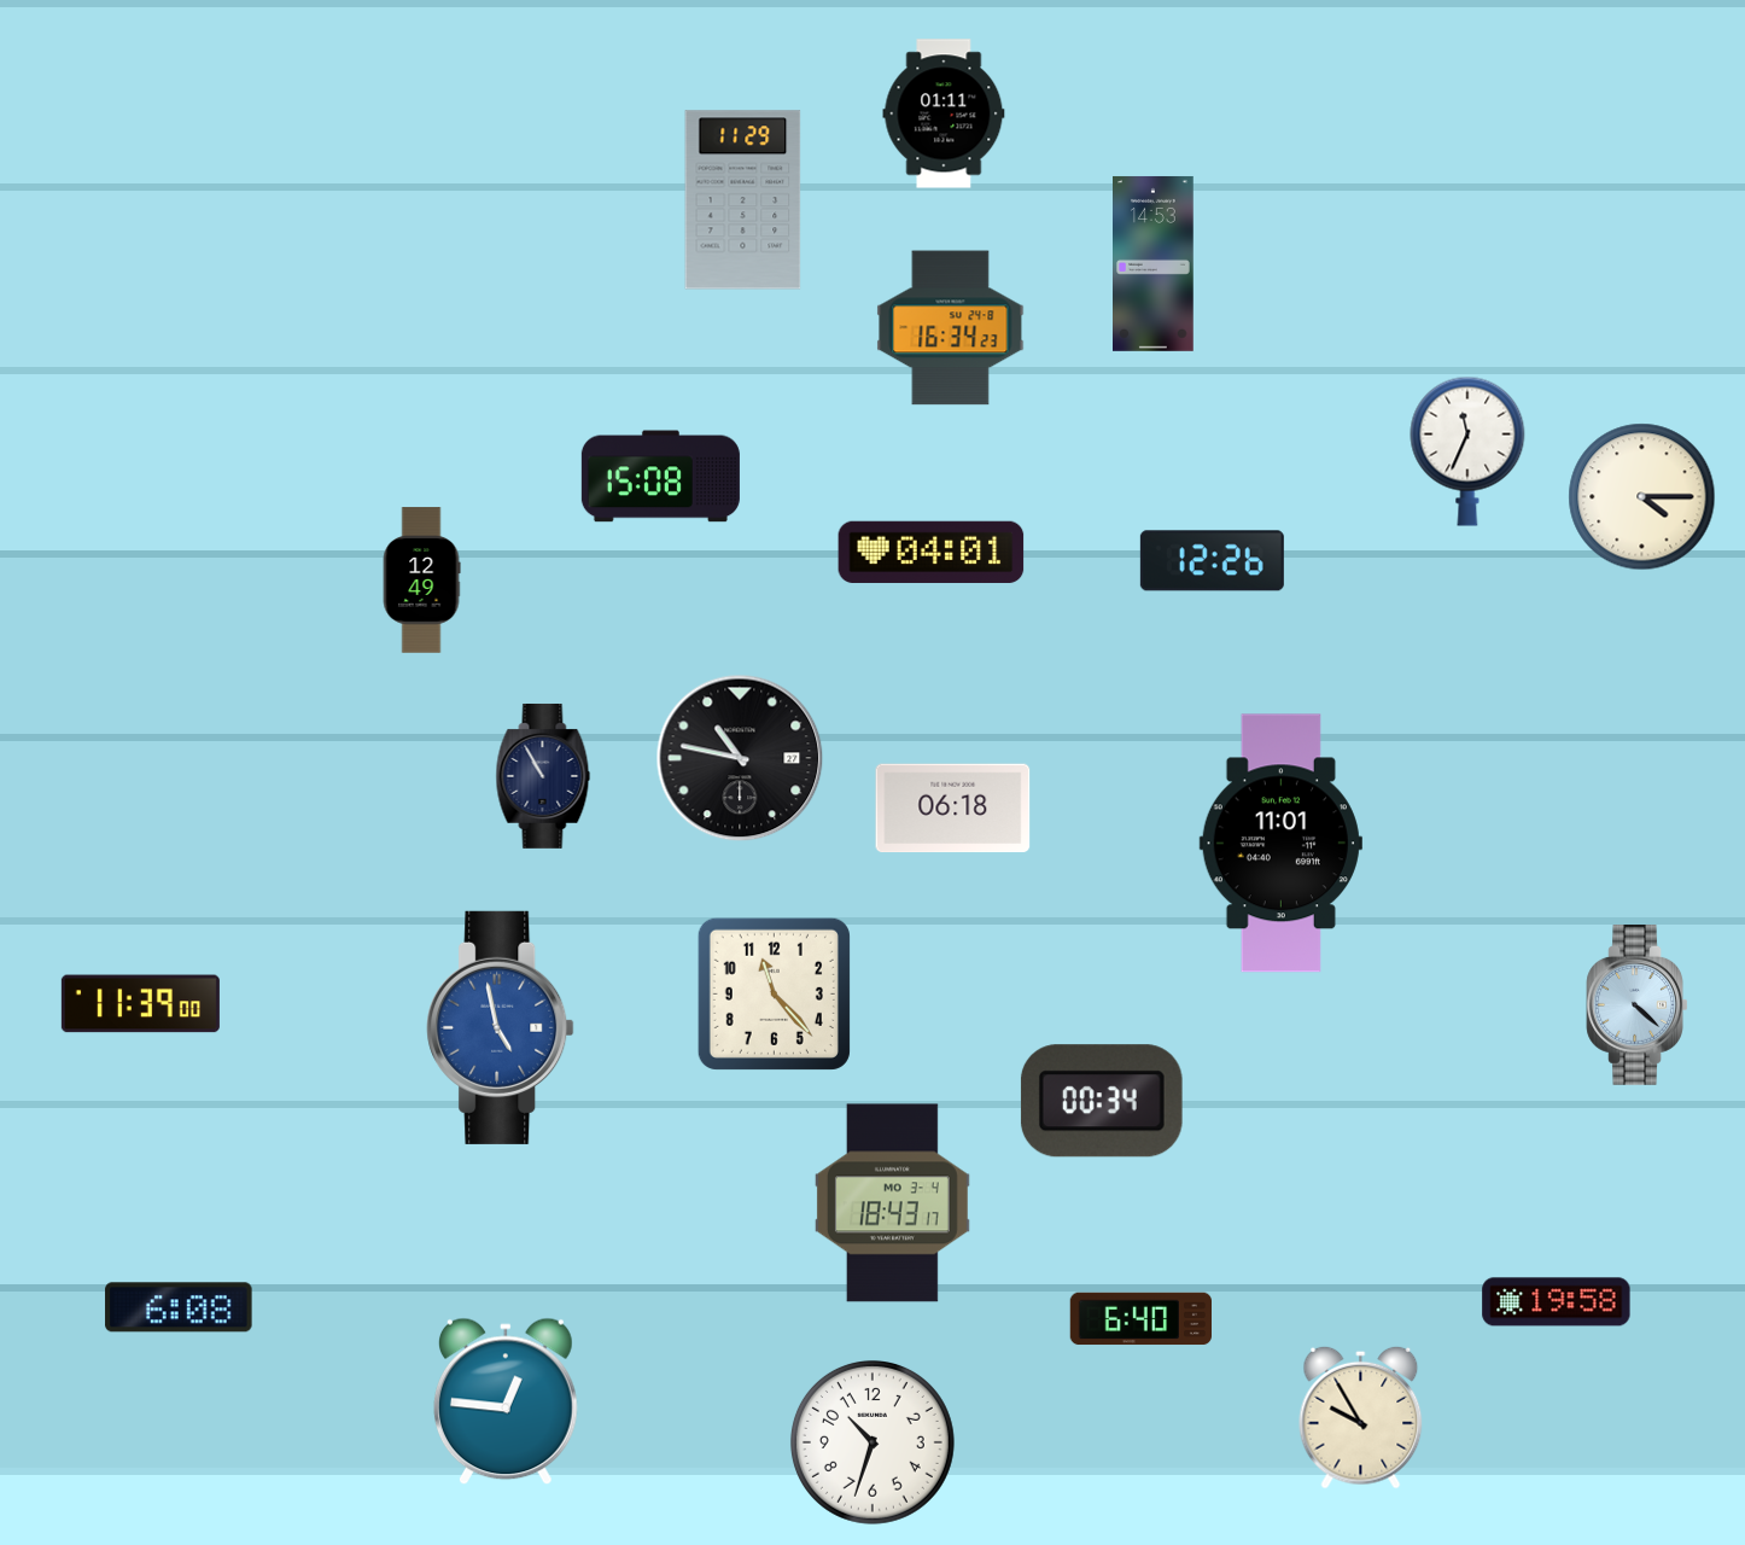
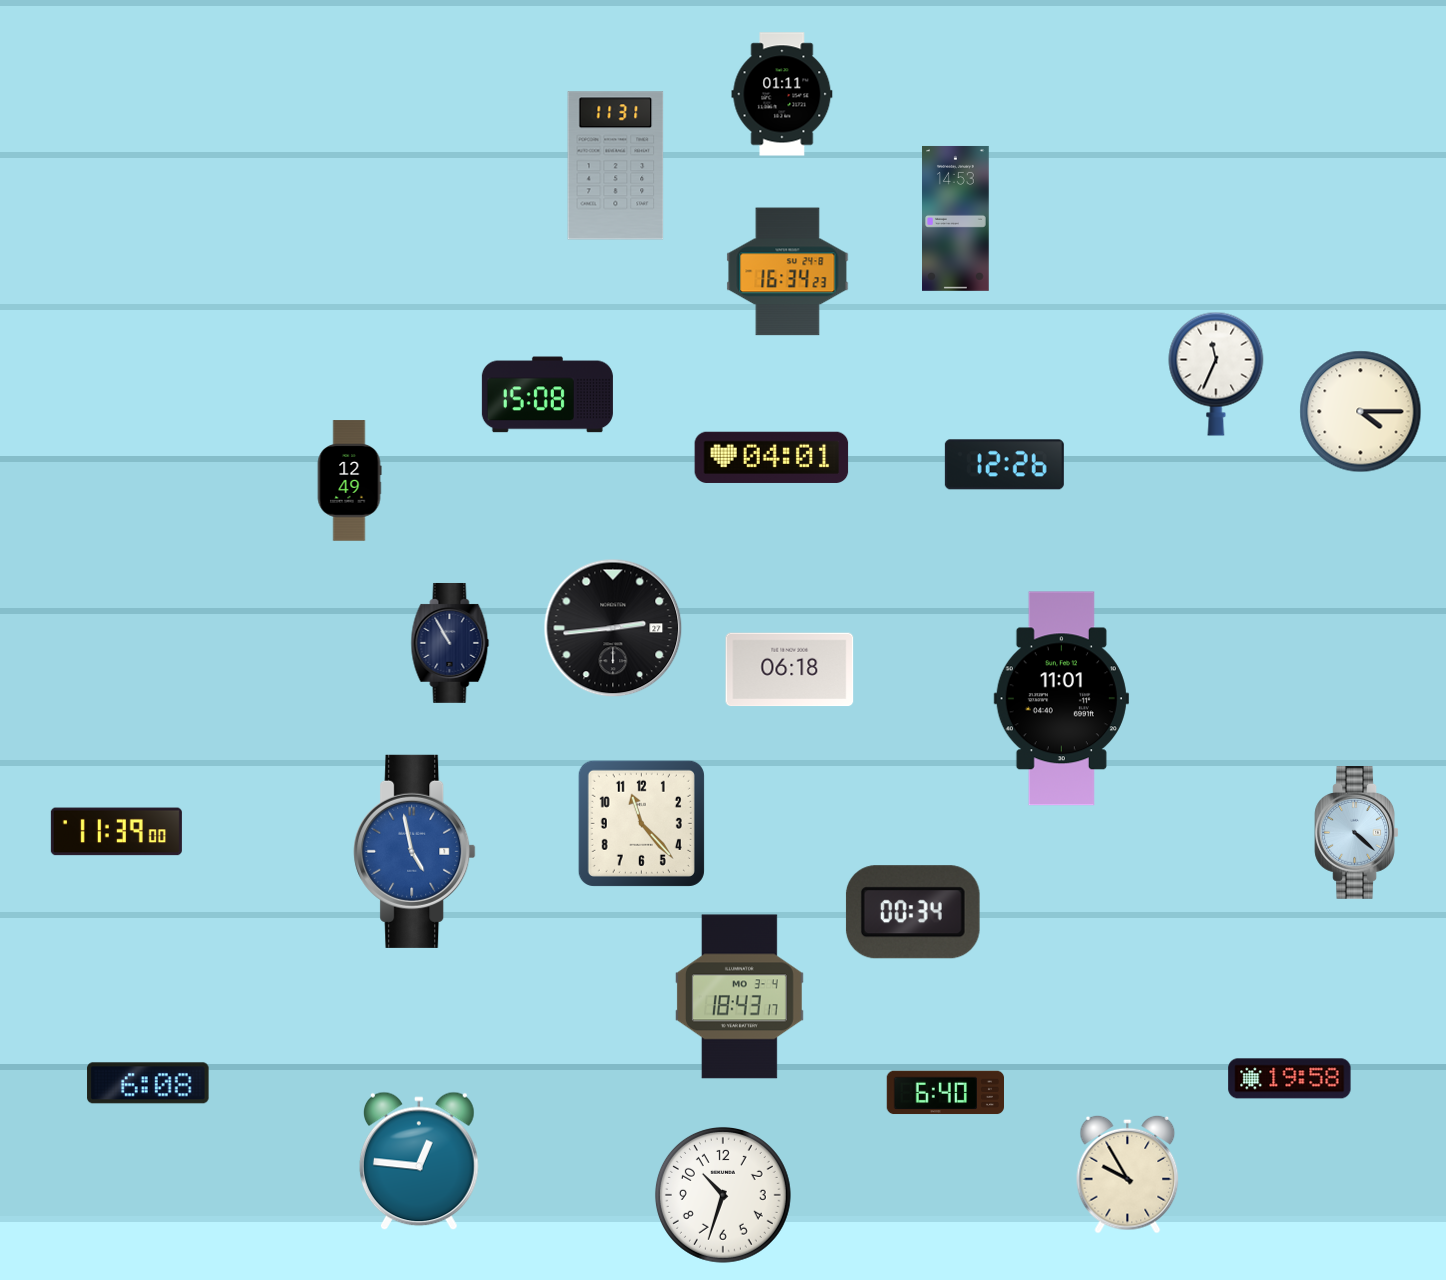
clock at (743, 200): 11:29 -> 11:31
clock at (740, 758): 10:47 -> 2:44
